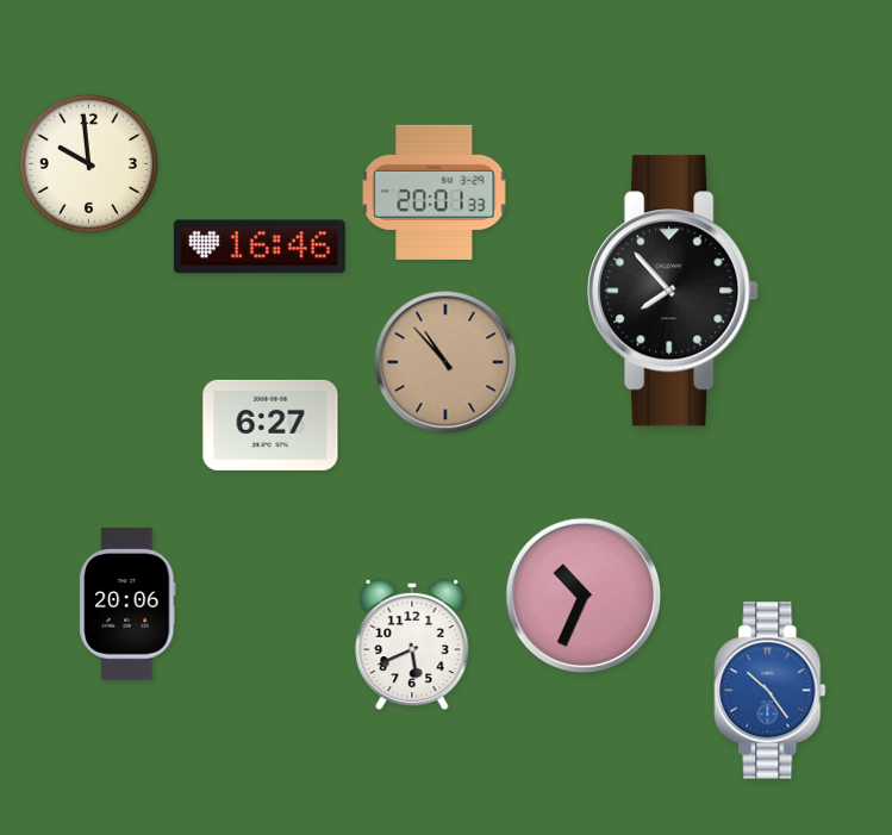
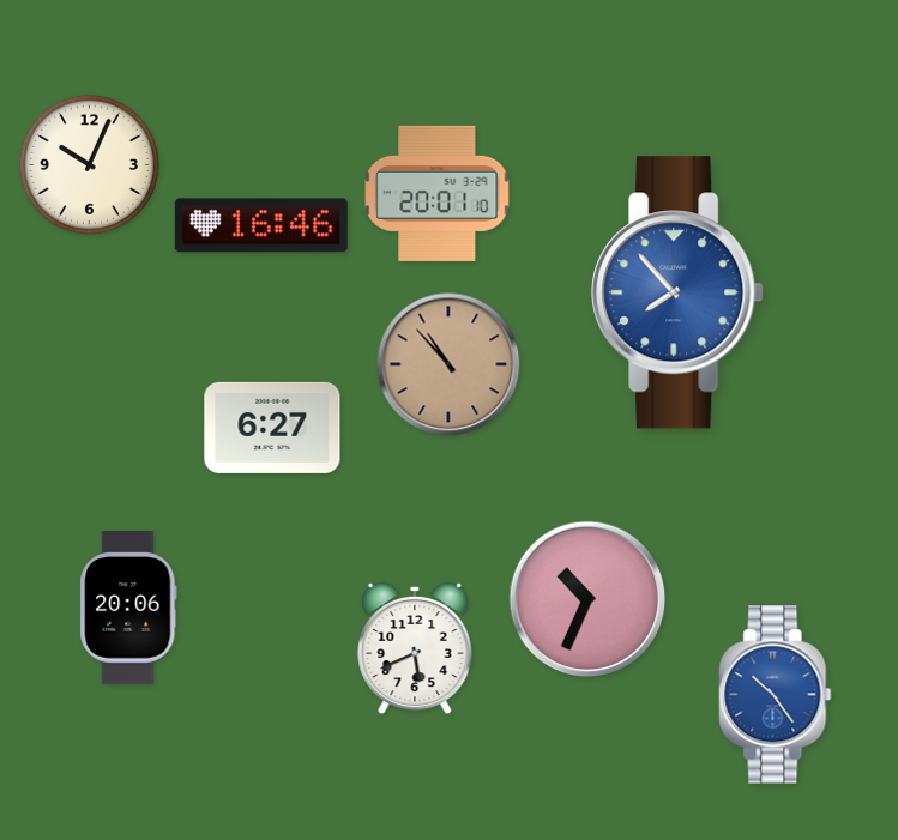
clock at (88, 163): 9:59 -> 10:04
clock at (435, 192): 20:01:33 -> 20:01:10
clock at (260, 247) position: (260, 247) -> (261, 225)
clock at (673, 291) dial: black -> blue
